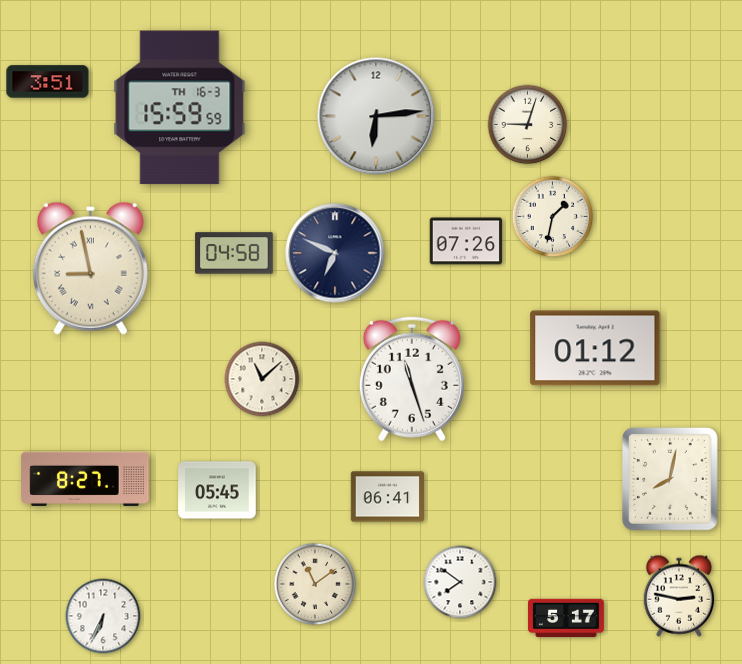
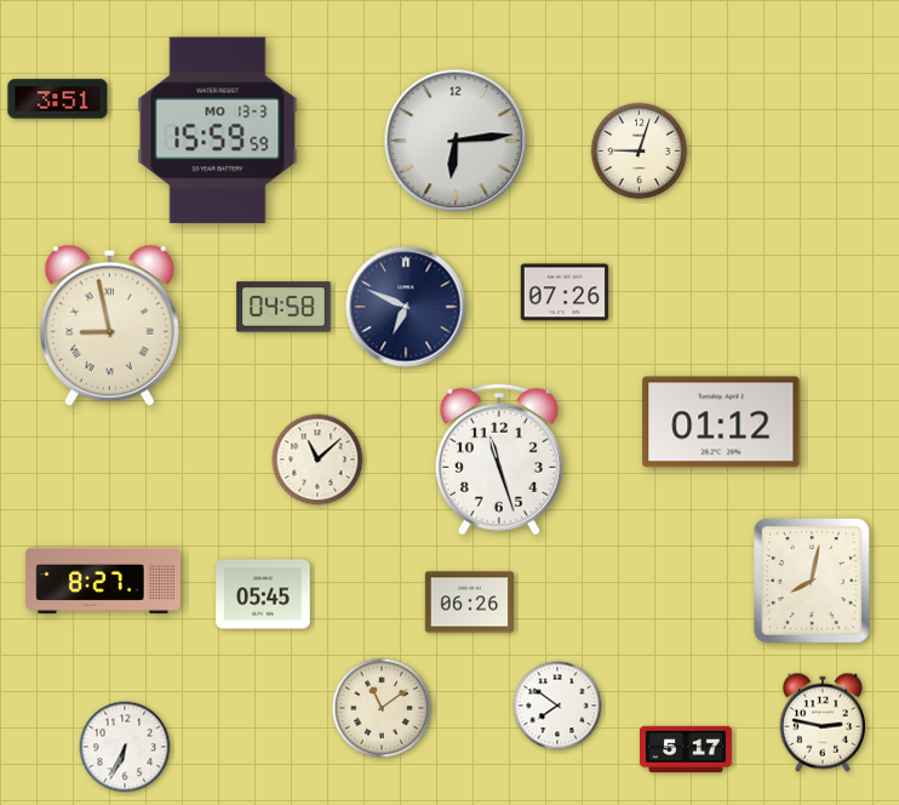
clock at (180, 108) date: TH 16-3 -> MO 13-3
clock at (553, 217): 1:32 -> none
clock at (387, 497): 06:41 -> 06:26
